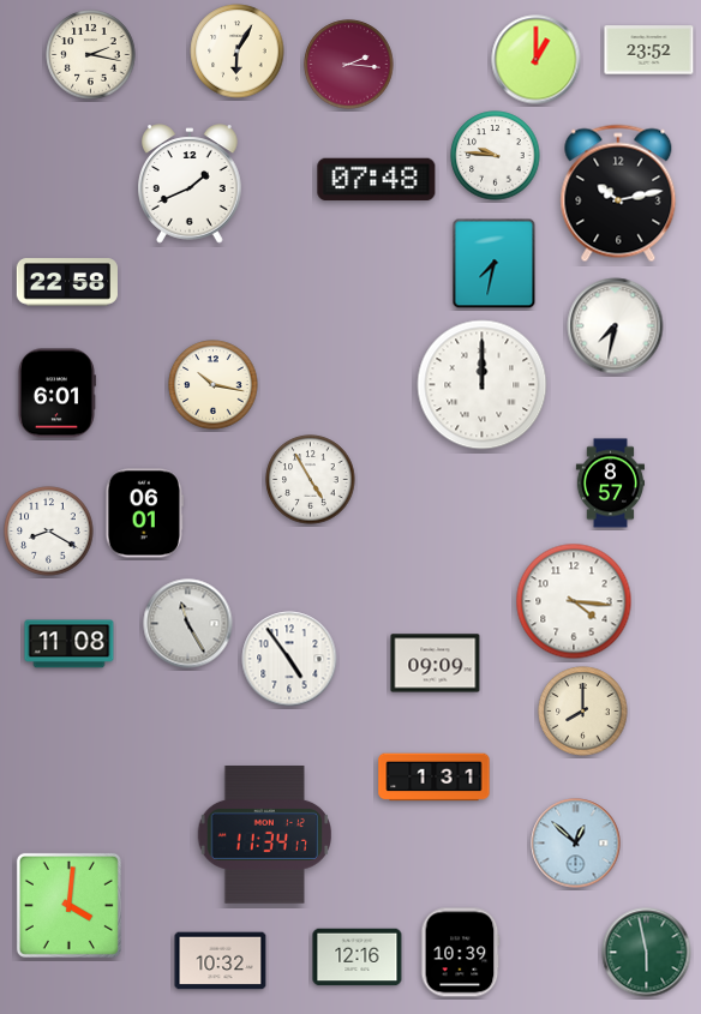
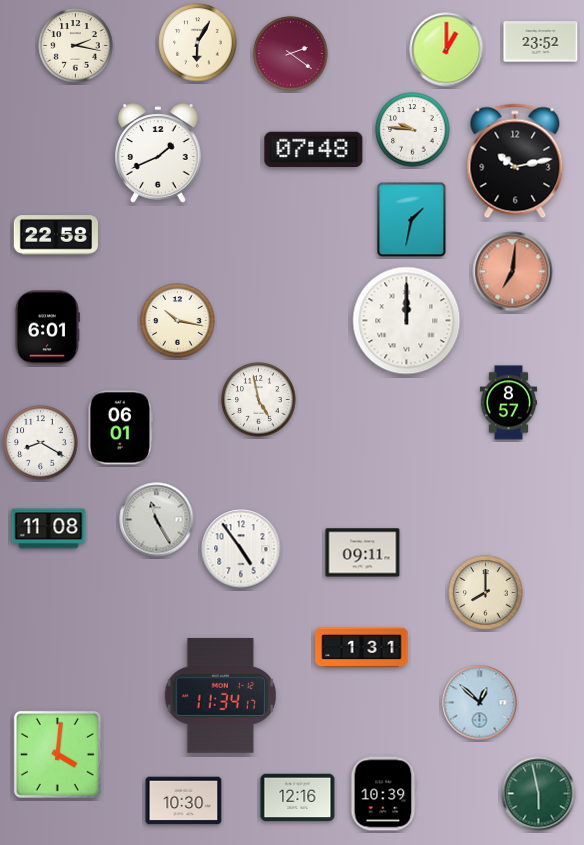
clock at (349, 65): 2:16 -> 2:21
clock at (495, 264): 7:32 -> 1:32
clock at (616, 326): 7:32 -> 7:01
clock at (616, 326) dial: white -> salmon
clock at (483, 385) position: (483, 385) -> (407, 321)
clock at (311, 480): 4:55 -> 4:58
clock at (574, 601): 4:16 -> none
clock at (70, 644) position: (70, 644) -> (49, 529)
clock at (436, 664): 09:09 -> 09:11
clock at (221, 961): 10:32 -> 10:30
